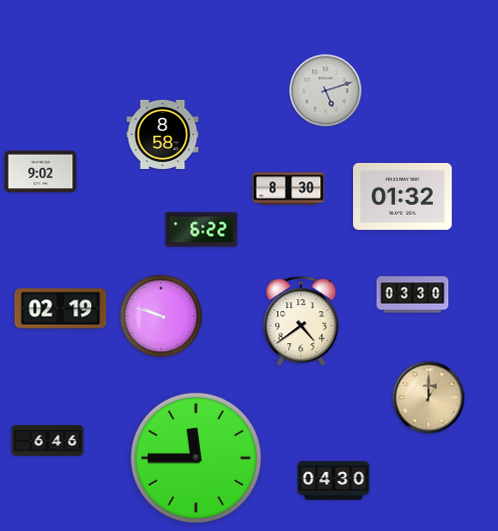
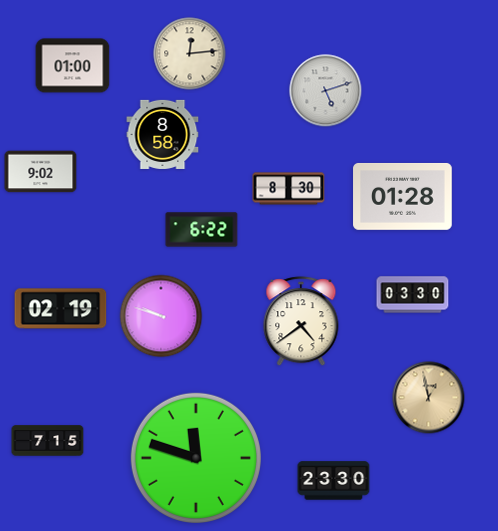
clock at (190, 54): none -> 12:14
clock at (73, 66): none -> 01:00
clock at (403, 197): 01:32 -> 01:28
clock at (429, 398): 1:00 -> 12:58
clock at (48, 441): 6:46 -> 7:15
clock at (196, 458): 11:45 -> 11:48
clock at (334, 481): 04:30 -> 23:30
